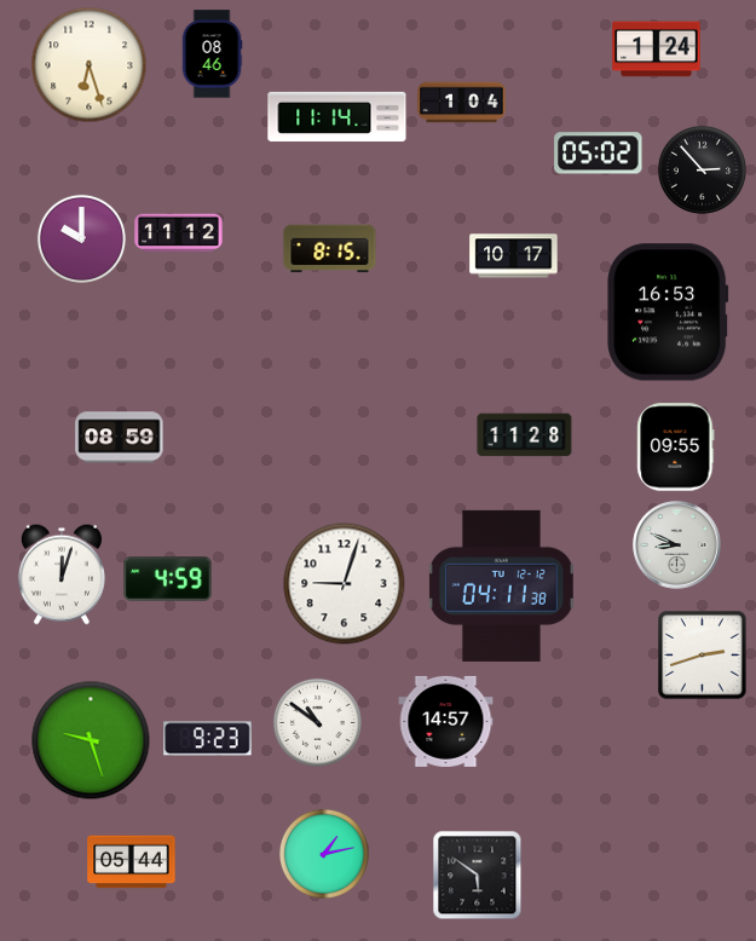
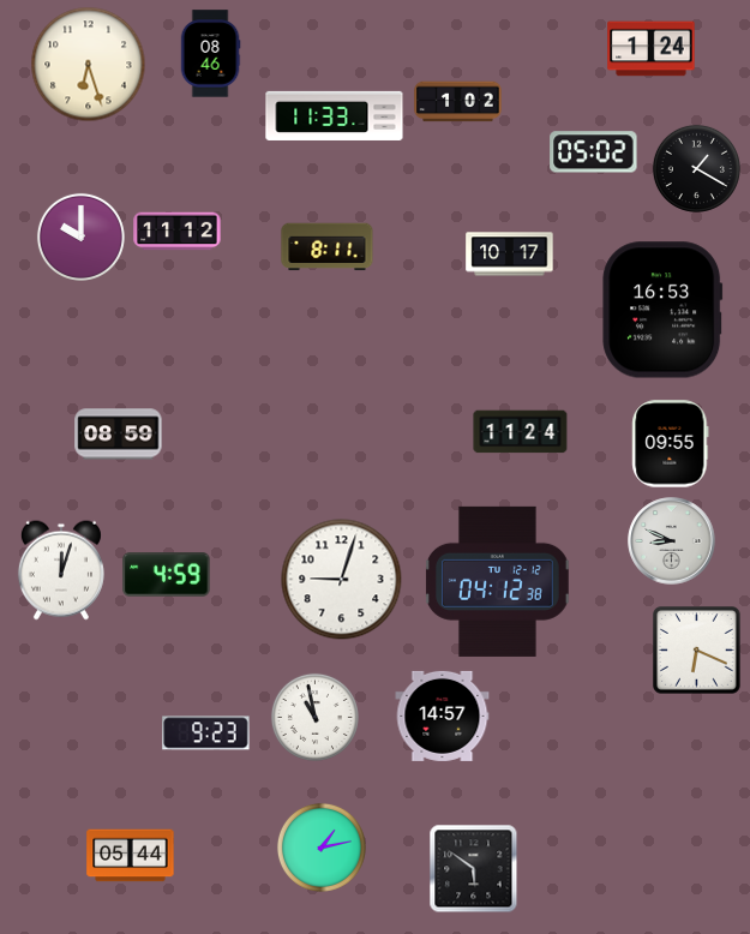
clock at (462, 103): 1:04 -> 1:02
clock at (337, 116): 11:14 -> 11:33
clock at (702, 169): 2:53 -> 1:20
clock at (330, 249): 8:15 -> 8:11
clock at (525, 435): 11:28 -> 11:24
clock at (502, 585): 04:11 -> 04:12
clock at (703, 656): 2:42 -> 6:19
clock at (317, 722): 10:51 -> 10:58
clock at (91, 740): 9:27 -> none
